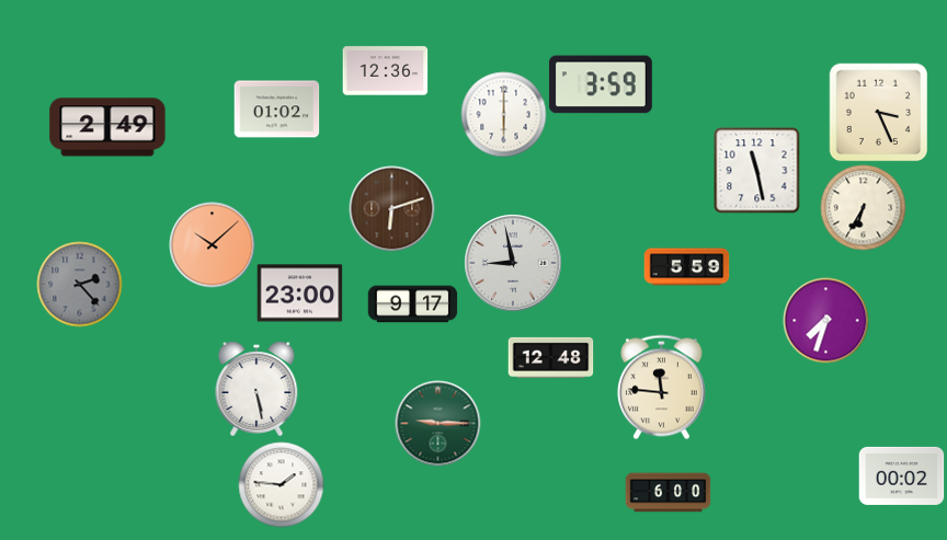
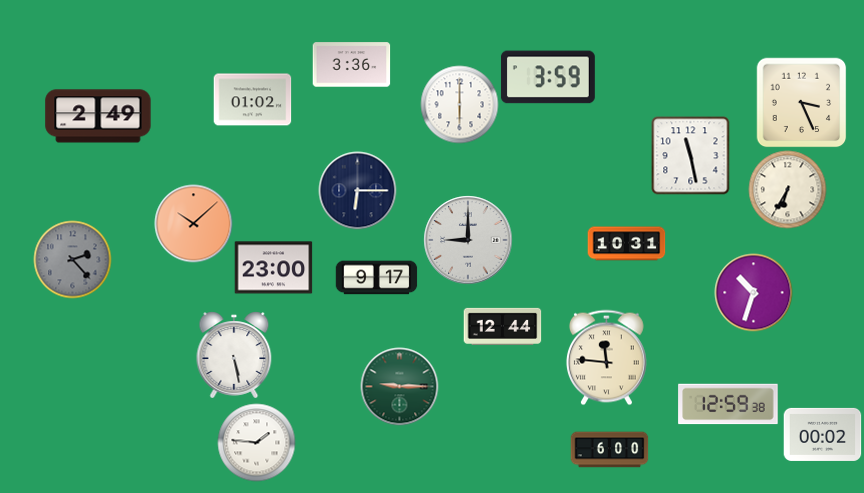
clock at (385, 71): 12:36 -> 3:36
clock at (391, 208): 6:12 -> 6:15
clock at (391, 208) dial: brown -> navy
clock at (513, 263): 8:58 -> 9:00
clock at (686, 267): 5:59 -> 10:31
clock at (825, 320): 7:33 -> 10:33
clock at (550, 357): 12:48 -> 12:44
clock at (661, 387) position: (661, 387) -> (606, 357)
clock at (728, 404): none -> 12:59
